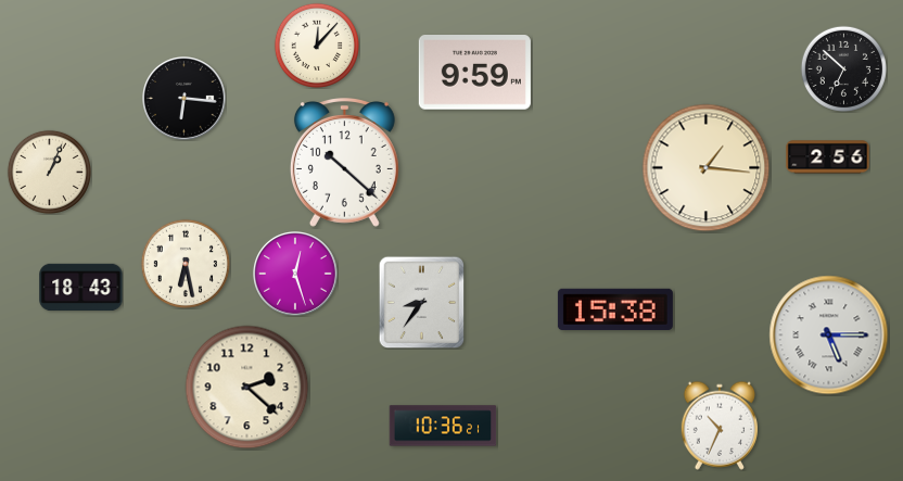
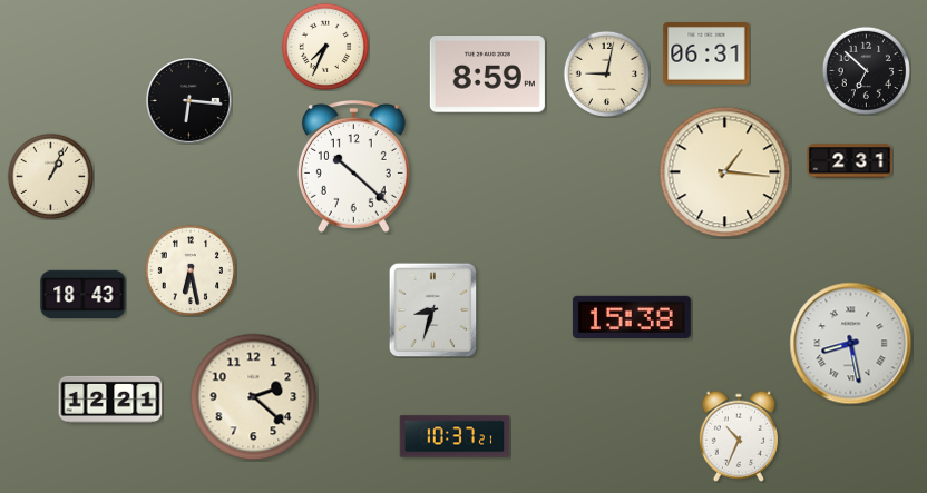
clock at (317, 46): 12:07 -> 7:34
clock at (706, 55): none -> 06:31
clock at (606, 73): none -> 9:02
clock at (474, 73): 9:59 -> 8:59
clock at (828, 157): 2:56 -> 2:31
clock at (296, 275): 12:27 -> none
clock at (422, 302): 8:36 -> 8:33
clock at (829, 336): 5:15 -> 8:28
clock at (110, 400): none -> 12:21
clock at (443, 426): 10:36 -> 10:37
